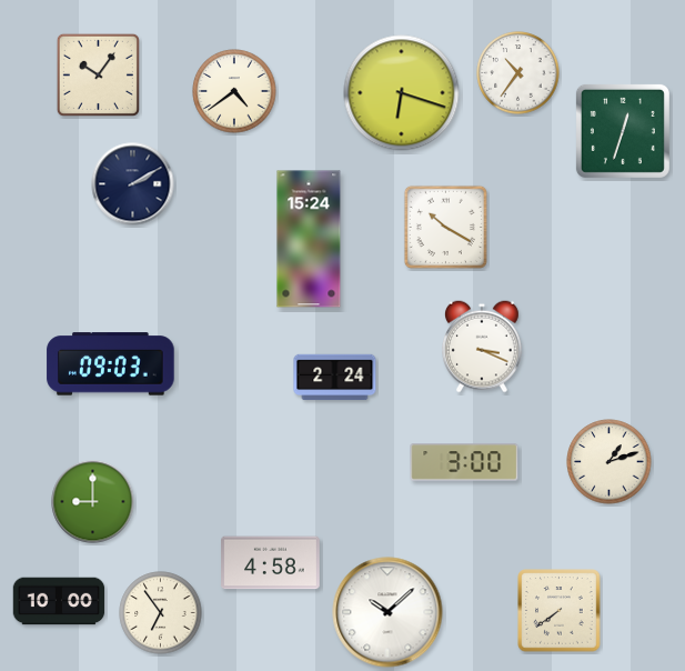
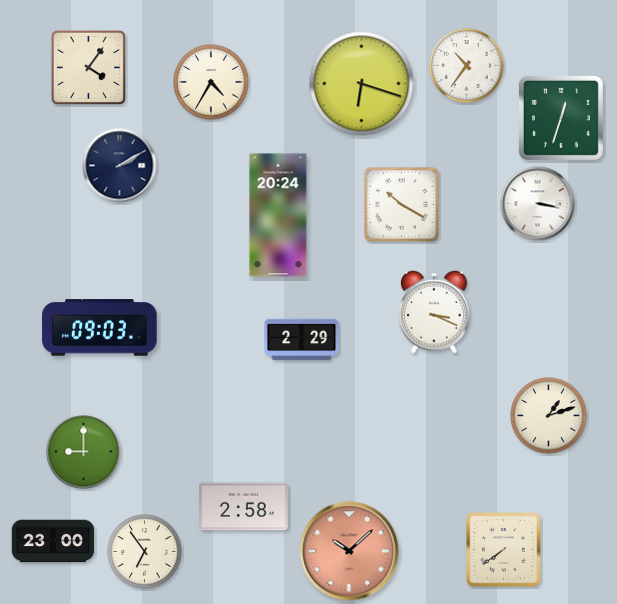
clock at (98, 74): 10:06 -> 4:06
clock at (234, 91): 4:39 -> 4:35
clock at (538, 204): none -> 3:17
clock at (309, 239): 15:24 -> 20:24
clock at (335, 378): 2:24 -> 2:29
clock at (464, 462): 3:00 -> none
clock at (271, 563): 4:58 -> 2:58
clock at (59, 601): 10:00 -> 23:00
clock at (387, 612) dial: white -> salmon
